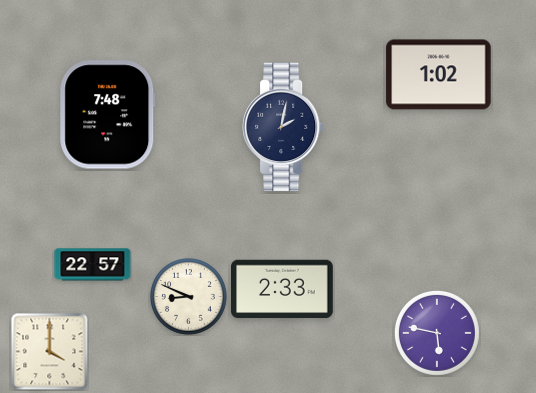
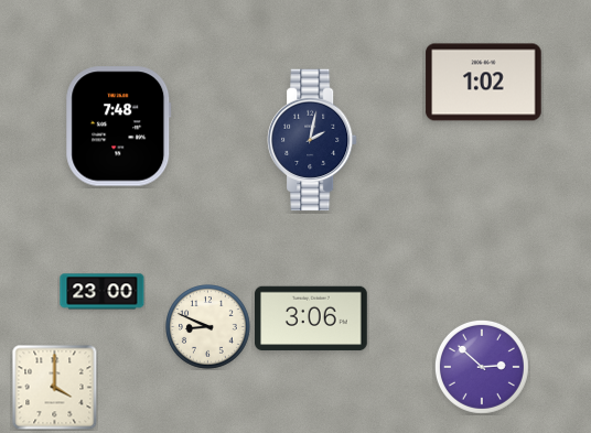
clock at (93, 265): 22:57 -> 23:00
clock at (283, 289): 2:33 -> 3:06
clock at (437, 333): 5:47 -> 2:52
